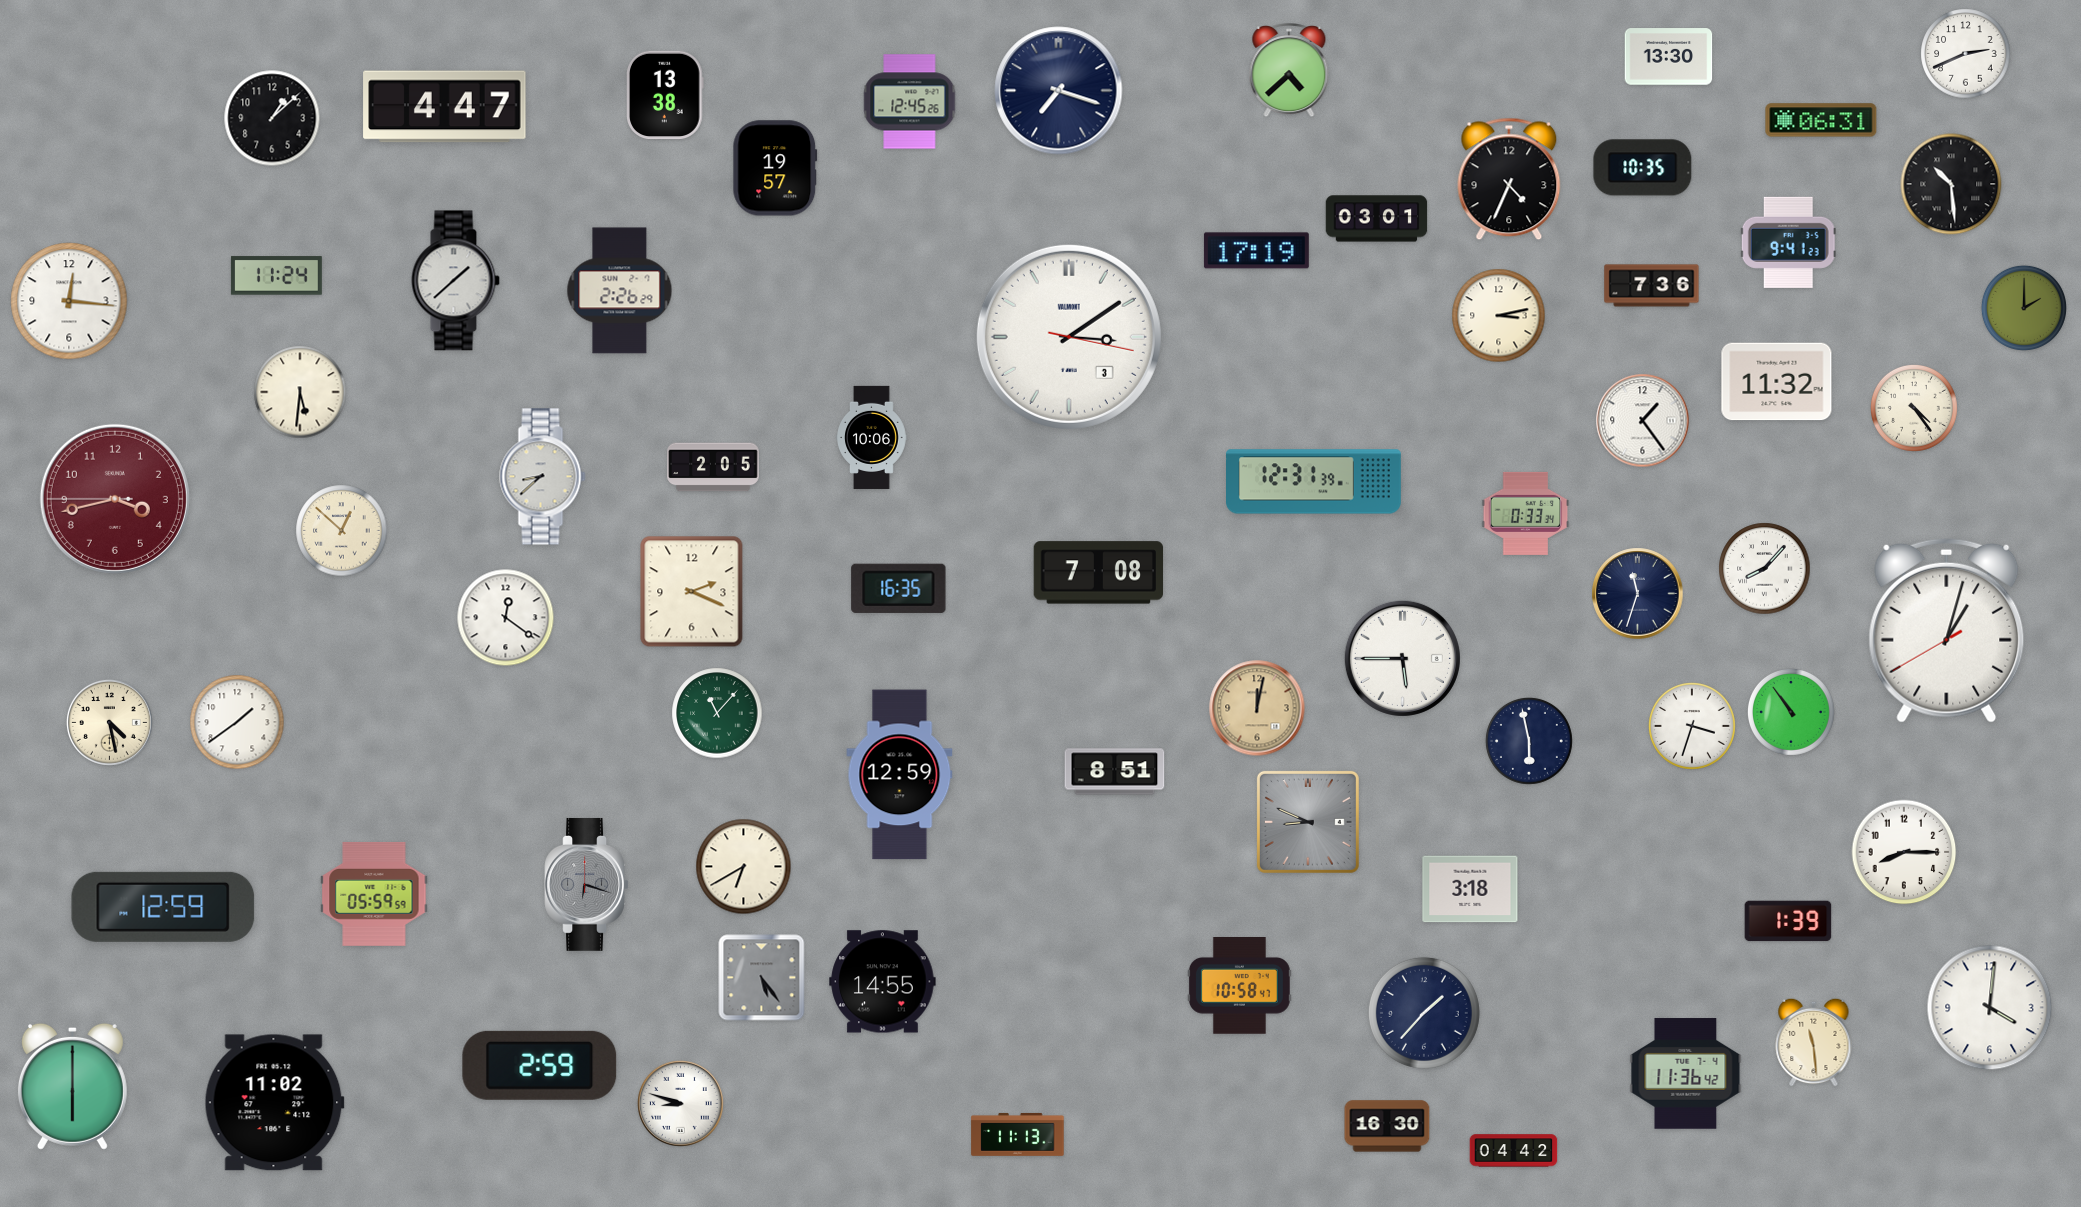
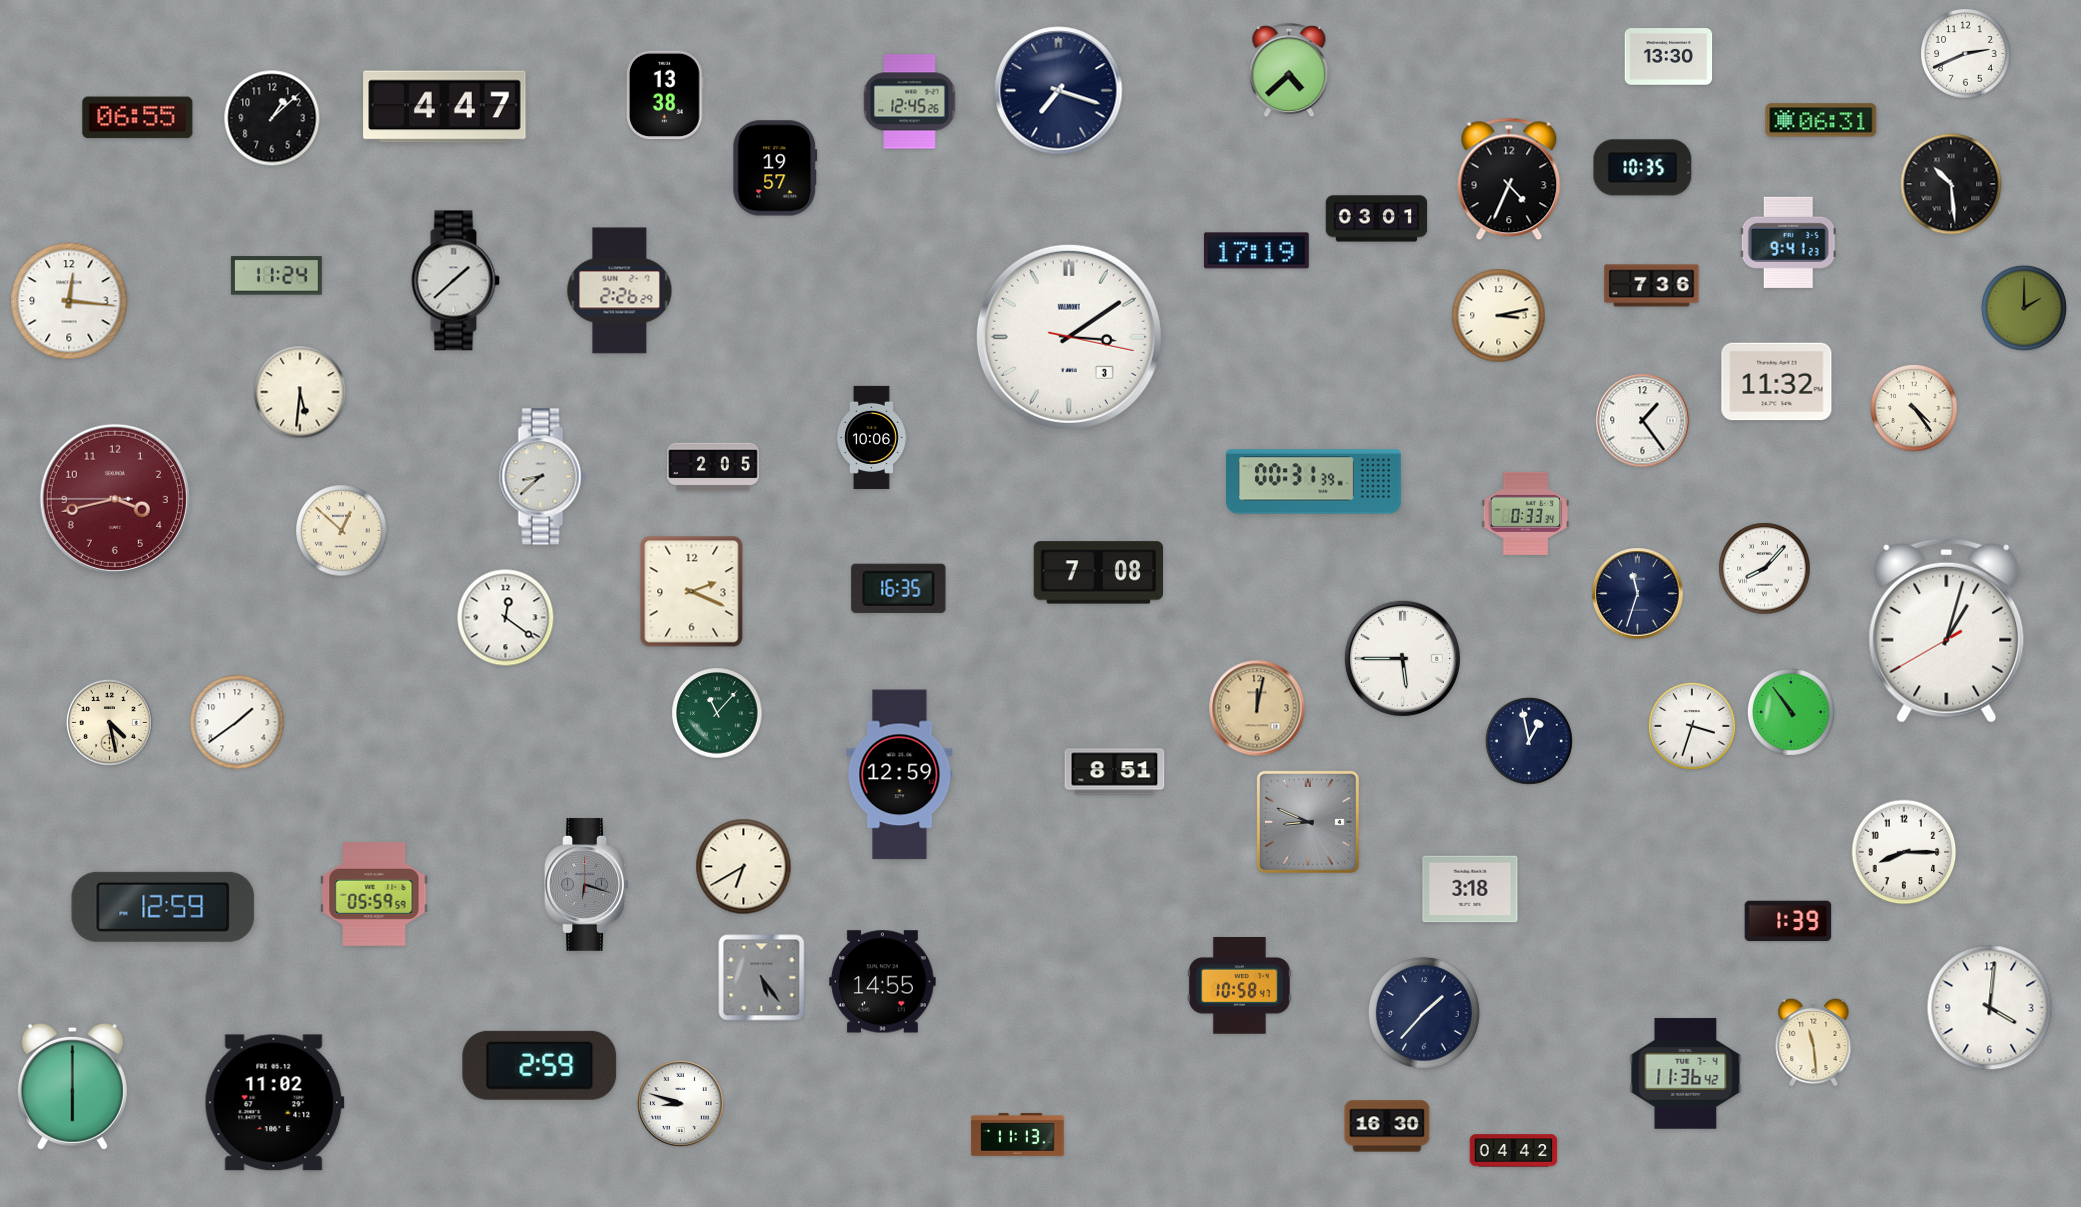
clock at (138, 118): none -> 06:55
clock at (1314, 482): 12:31 -> 00:31
clock at (1529, 741): 5:58 -> 12:58
